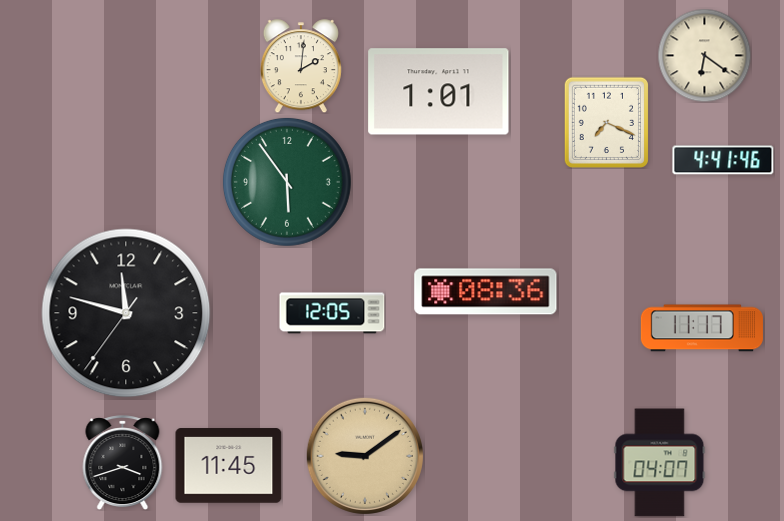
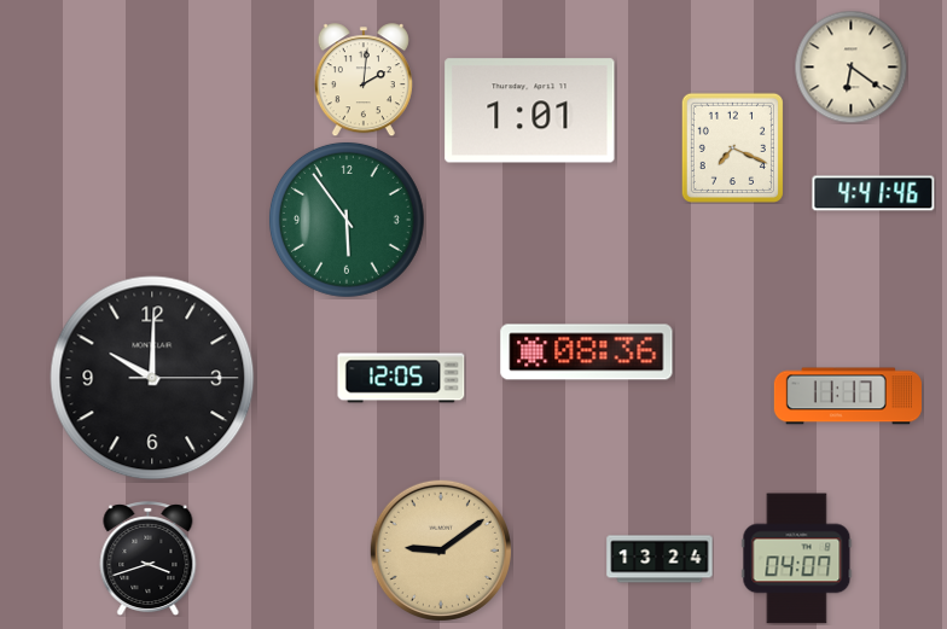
clock at (126, 313): 11:47 -> 10:00
clock at (660, 559): none -> 13:24
clock at (229, 466): 11:45 -> none
